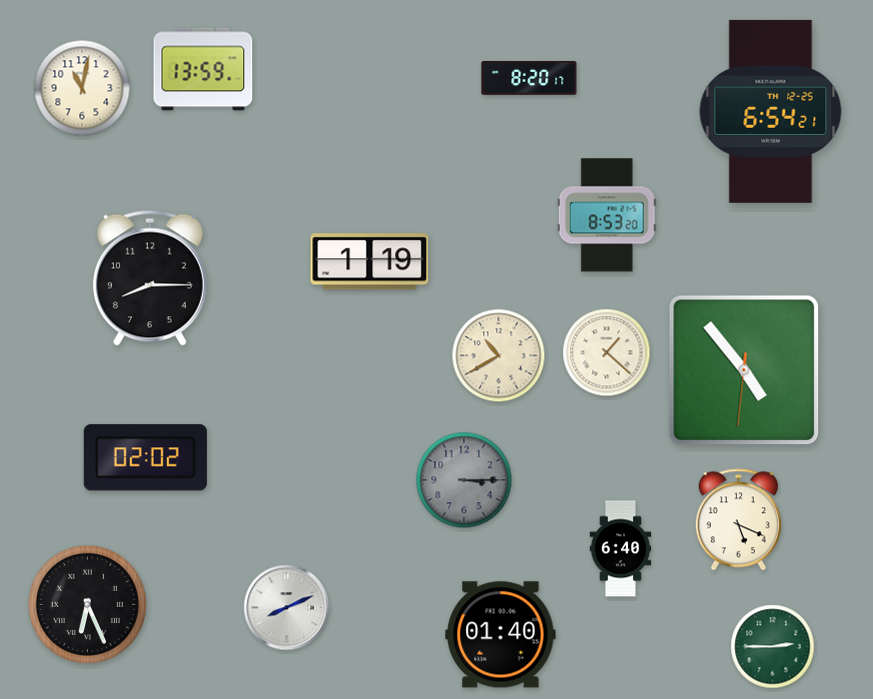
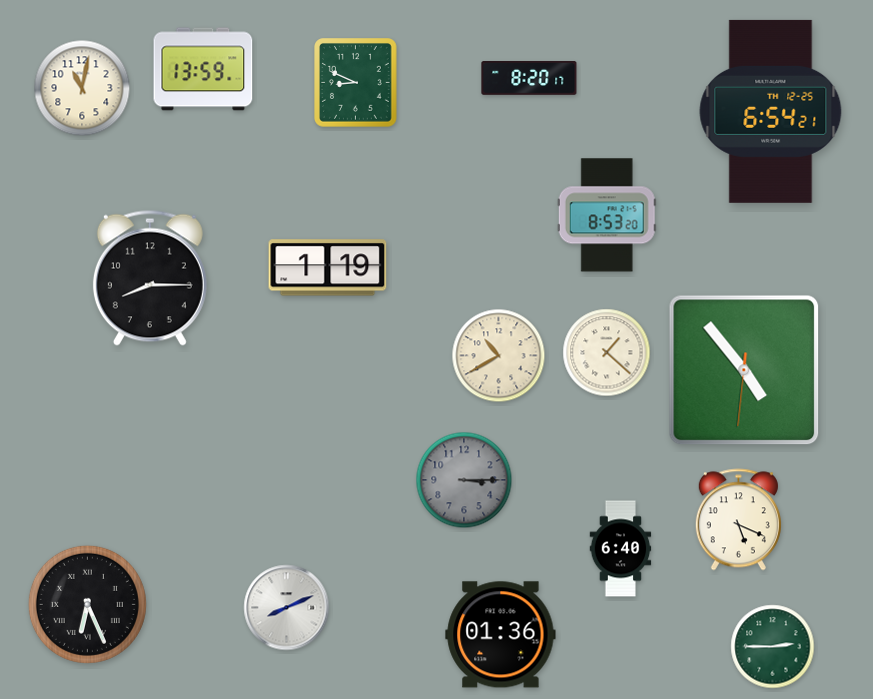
clock at (356, 83): none -> 8:49
clock at (370, 262) position: (370, 262) -> (328, 268)
clock at (145, 458): 02:02 -> none
clock at (501, 635): 01:40 -> 01:36
